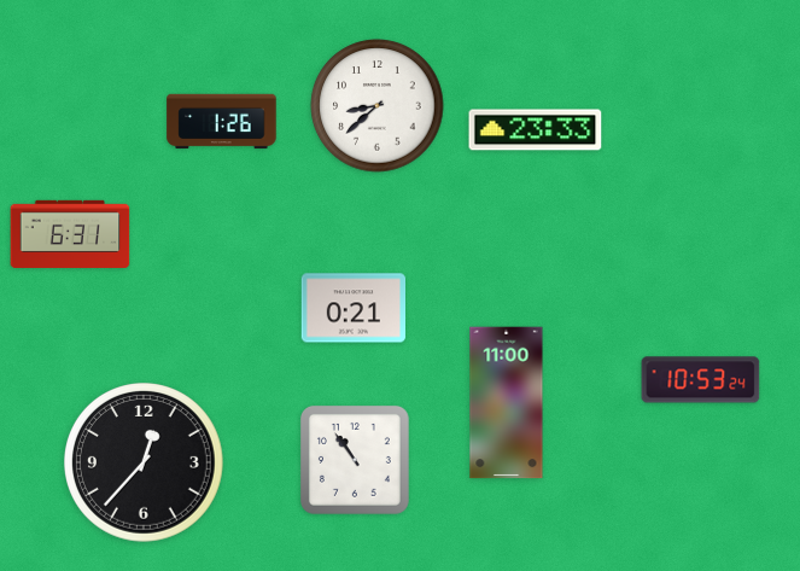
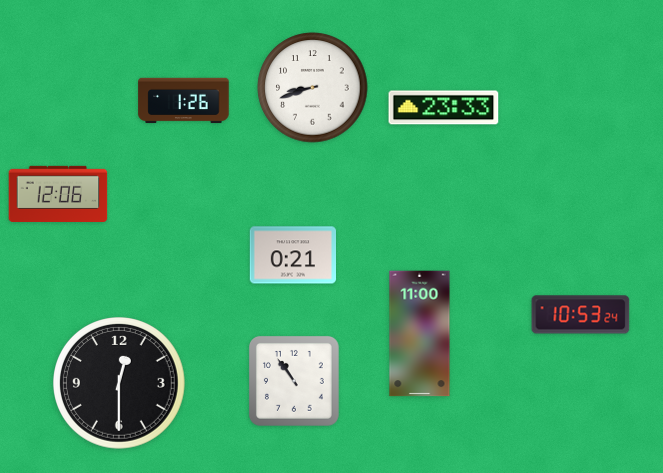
clock at (378, 106): 8:38 -> 8:42
clock at (70, 234): 6:31 -> 12:06
clock at (145, 464): 12:37 -> 12:30
